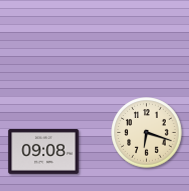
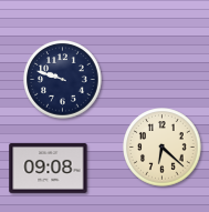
clock at (63, 80): none -> 9:48
clock at (147, 133): 6:18 -> 6:22
